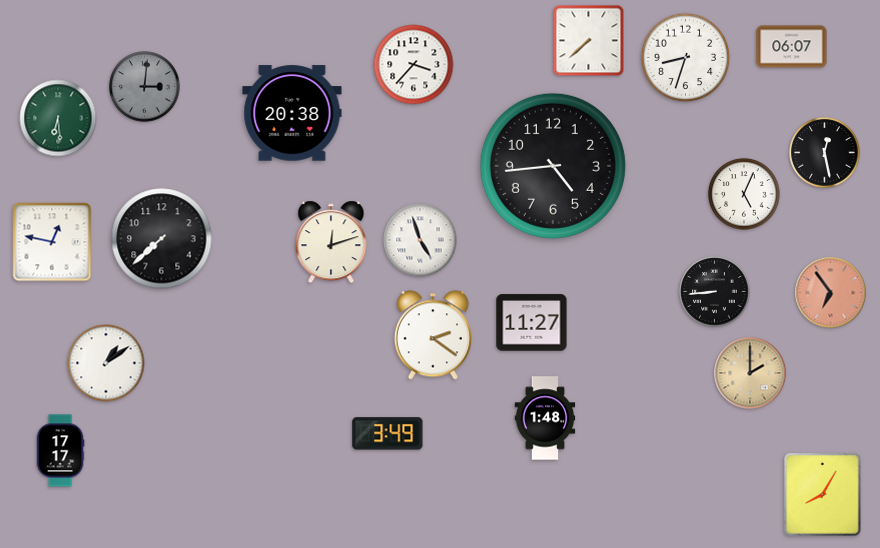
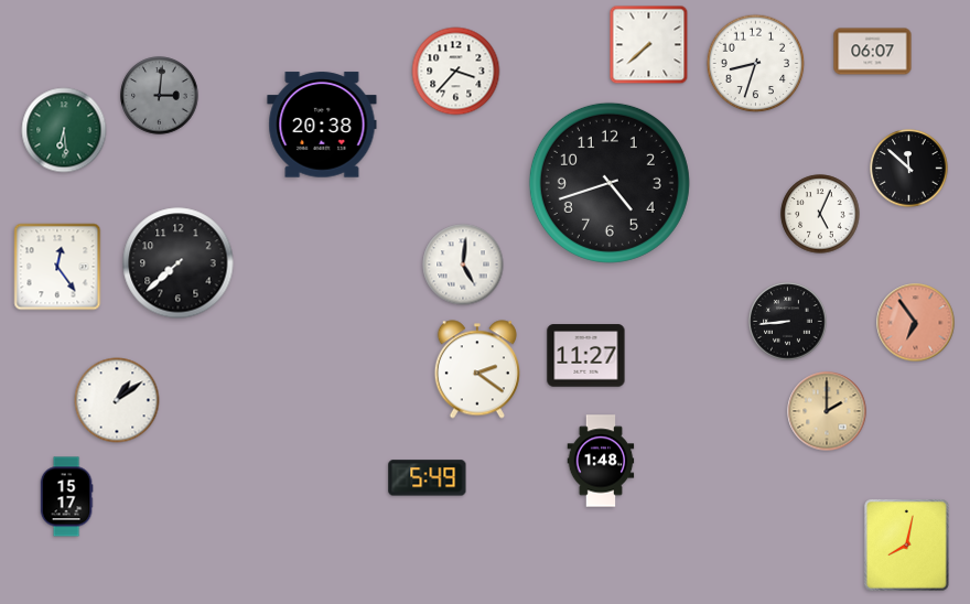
clock at (825, 153): 12:28 -> 11:52
clock at (553, 166): 4:44 -> 4:42
clock at (420, 240): 4:57 -> 5:01
clock at (52, 242): 12:47 -> 12:24
clock at (331, 242): 12:12 -> none
clock at (388, 434): 3:49 -> 5:49
clock at (60, 451): 17:17 -> 15:17
clock at (823, 495): 8:05 -> 8:02
